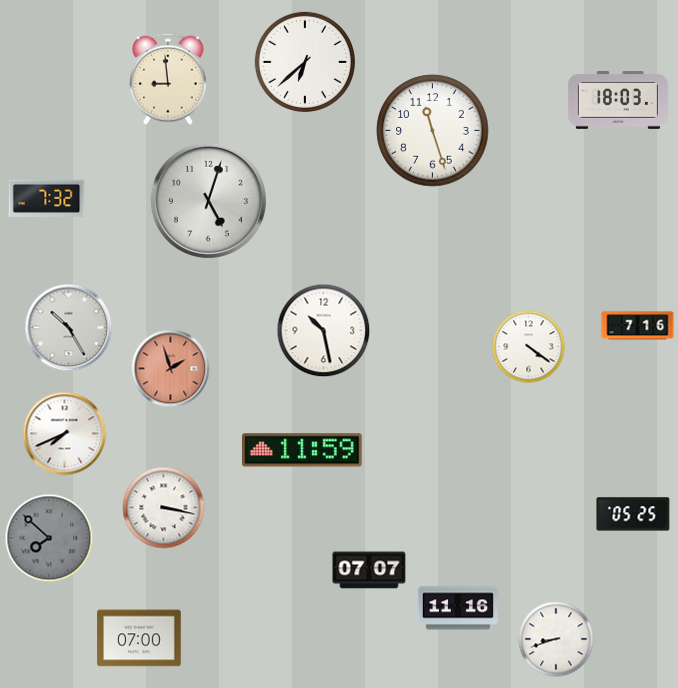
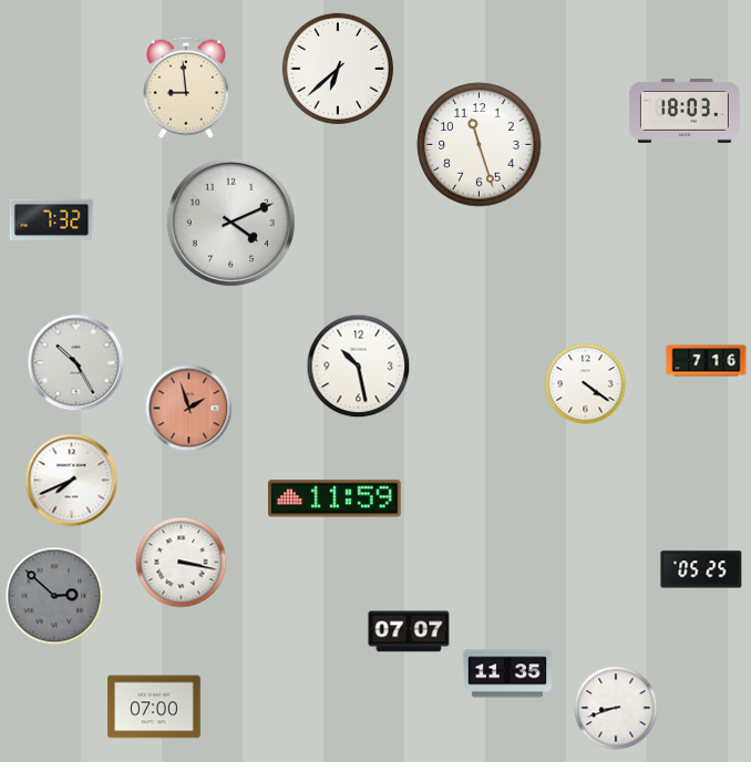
clock at (208, 200): 5:03 -> 4:11
clock at (49, 538): 7:52 -> 2:52
clock at (457, 608): 11:16 -> 11:35
